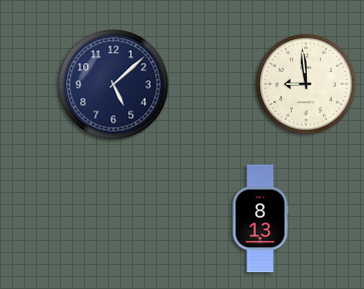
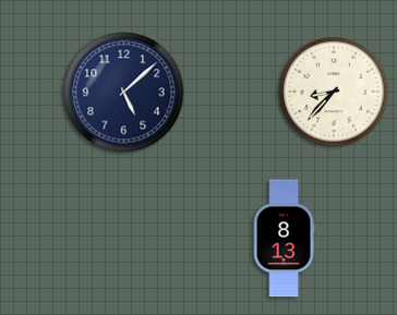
clock at (306, 84): 8:59 -> 8:37
